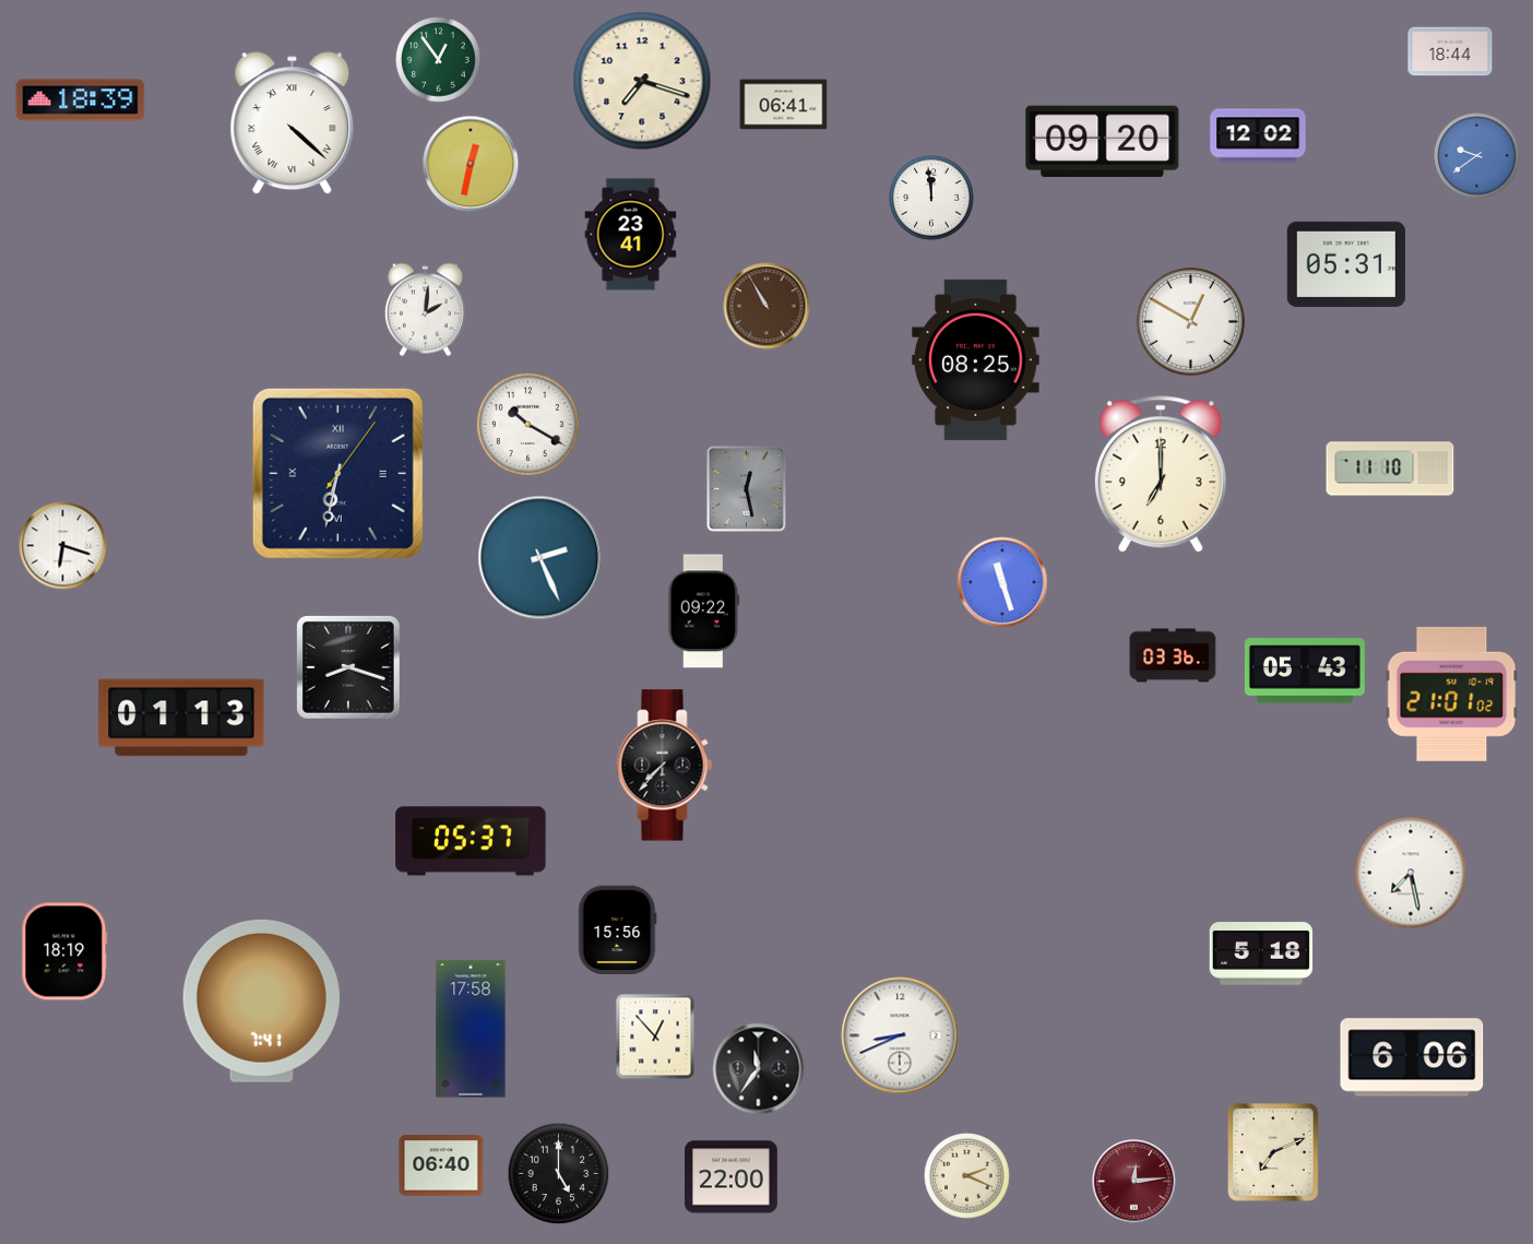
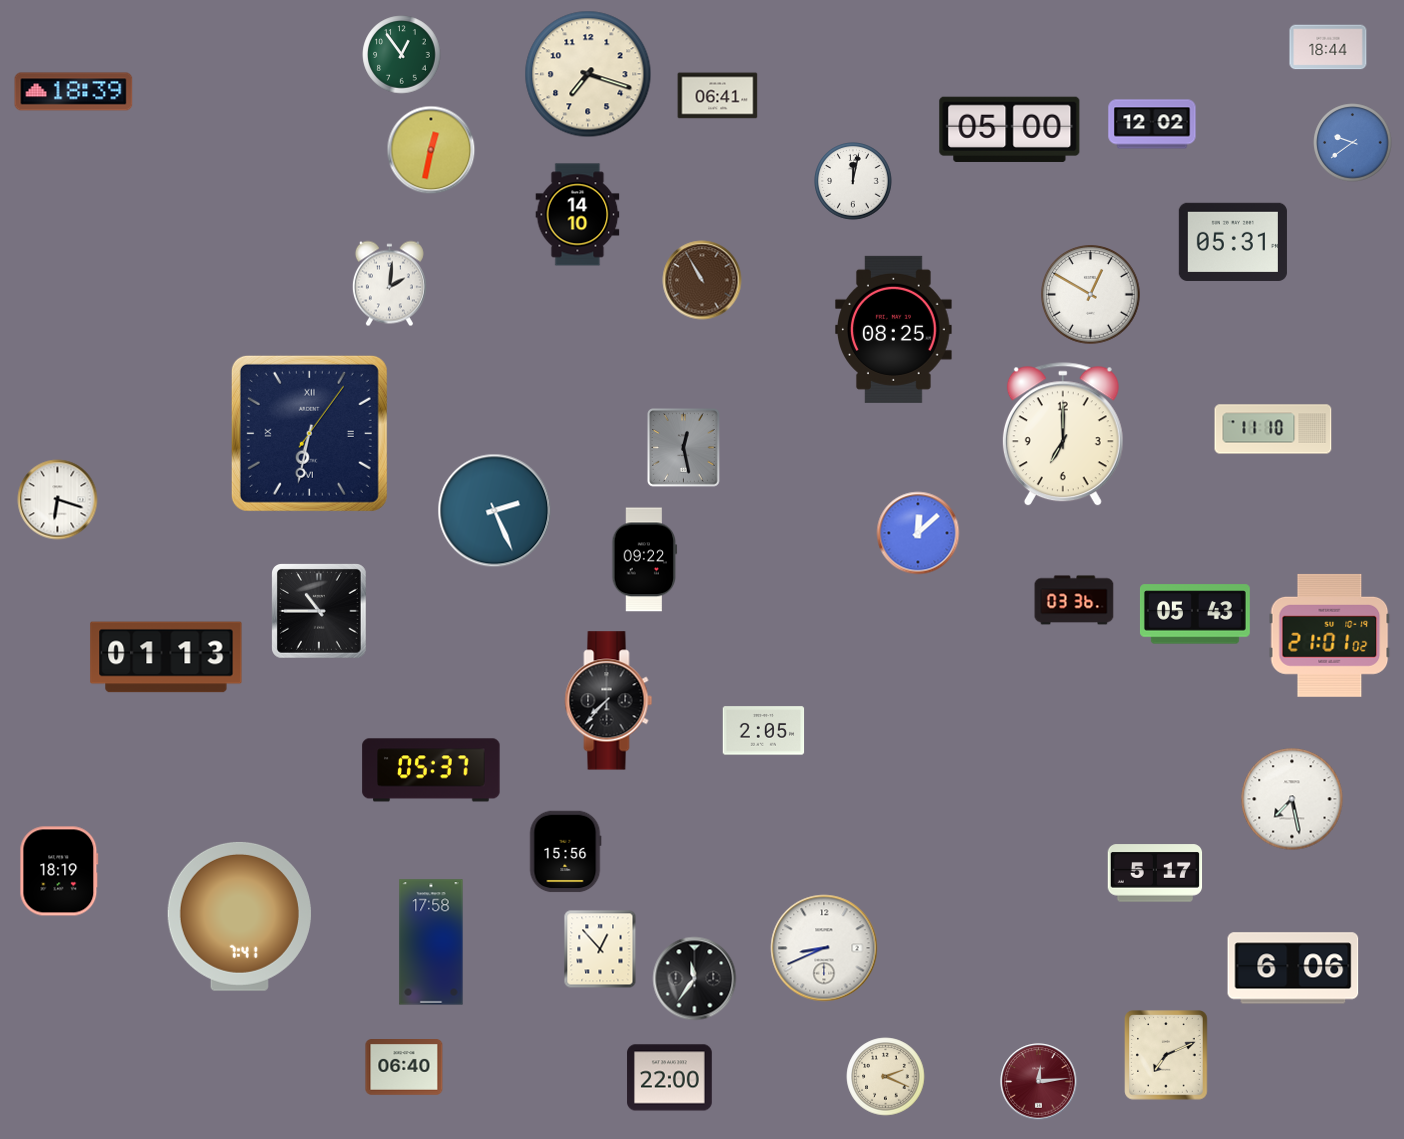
clock at (293, 123): 4:22 -> none
clock at (1103, 141): 09:20 -> 05:00
clock at (931, 198): 11:59 -> 12:02
clock at (631, 235): 23:41 -> 14:10
clock at (527, 424): 10:20 -> none
clock at (1002, 582): 11:27 -> 12:08
clock at (349, 668): 8:18 -> 10:45
clock at (764, 731): none -> 2:05
clock at (1261, 953): 5:18 -> 5:17
clock at (559, 1174): 5:00 -> none
